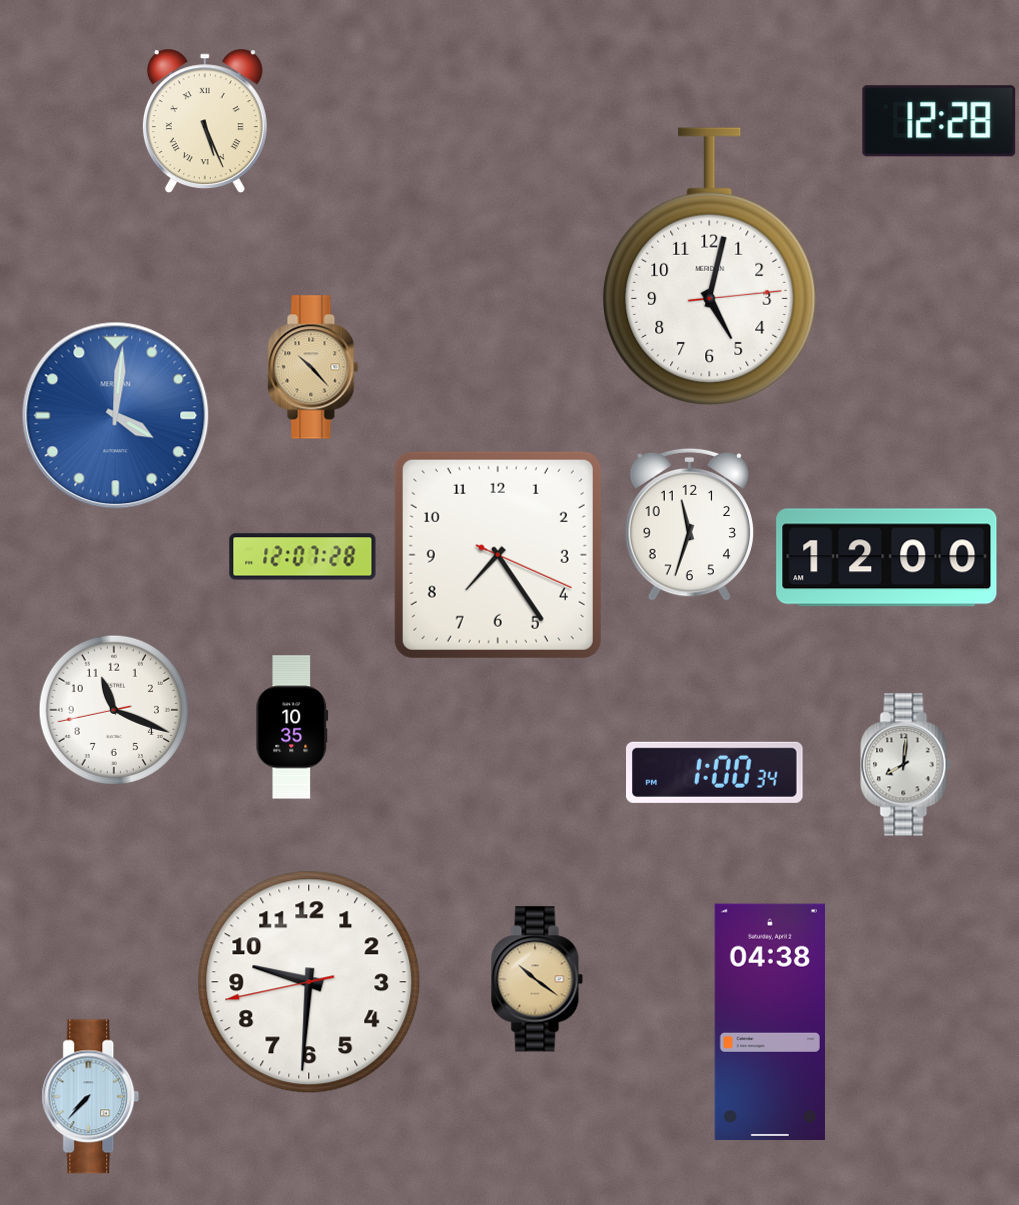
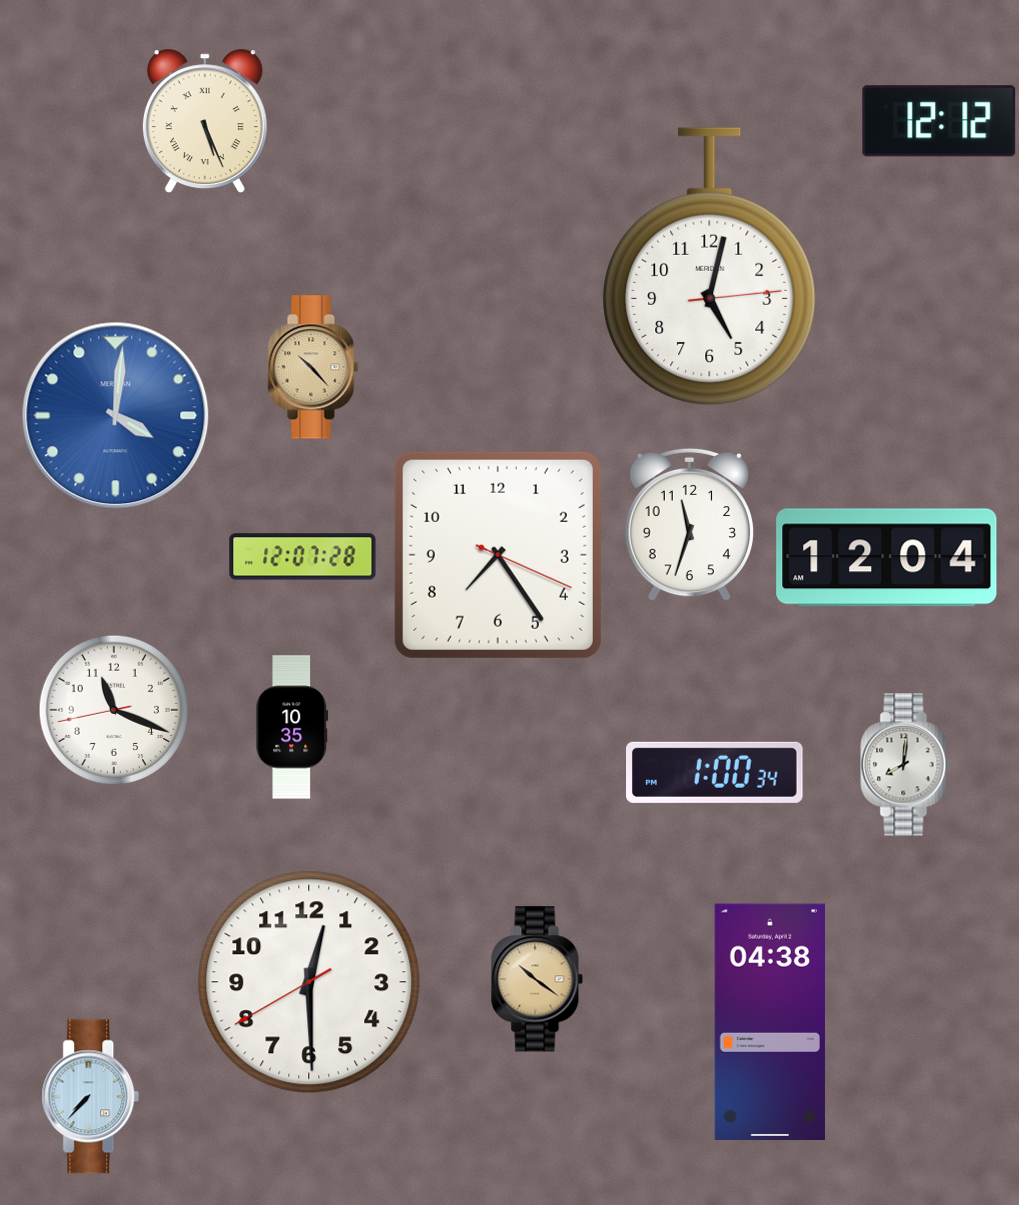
clock at (939, 121): 12:28 -> 12:12
clock at (887, 558): 12:00 -> 12:04
clock at (309, 982): 9:30 -> 12:29
